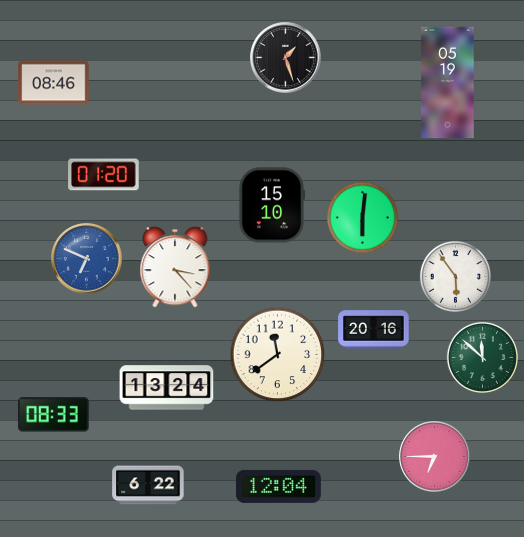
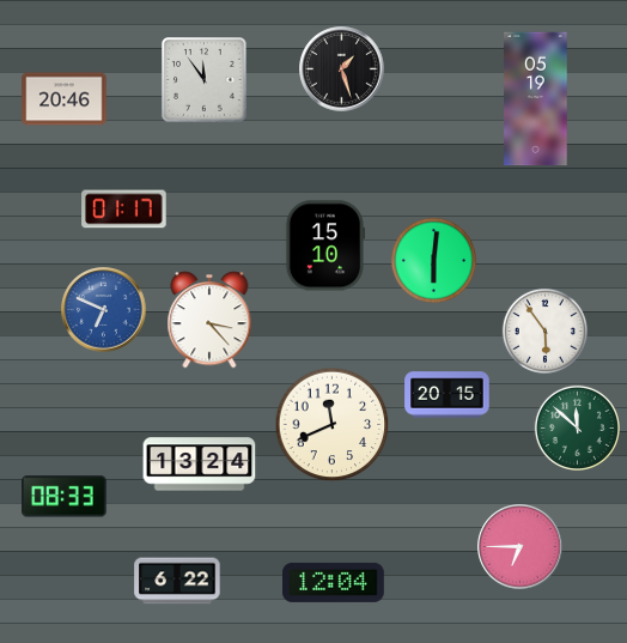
clock at (205, 80): none -> 11:54
clock at (54, 83): 08:46 -> 20:46
clock at (104, 175): 01:20 -> 01:17
clock at (374, 330): 20:16 -> 20:15
clock at (278, 355): 11:39 -> 11:41
